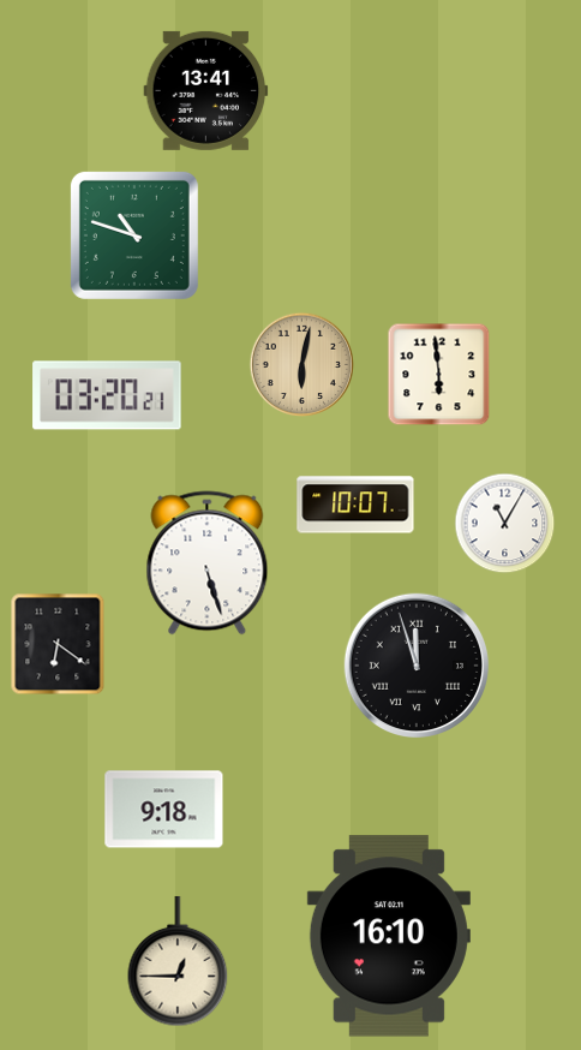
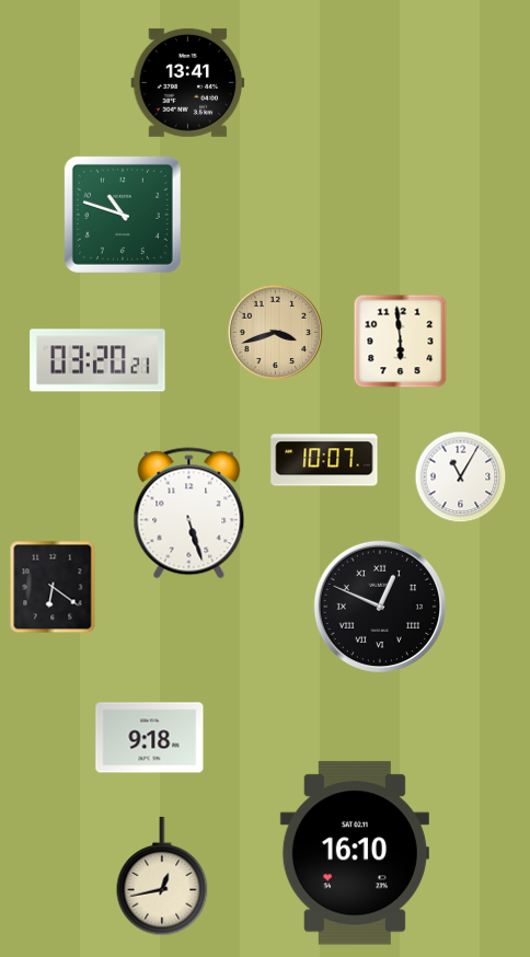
clock at (301, 364): 6:02 -> 3:42
clock at (415, 664): 11:57 -> 12:49
clock at (178, 961): 12:45 -> 12:43
